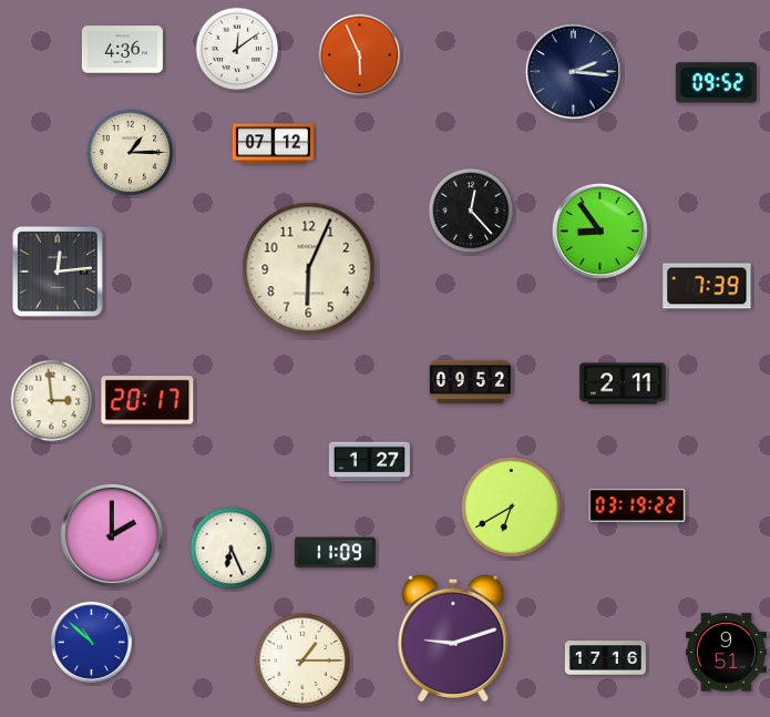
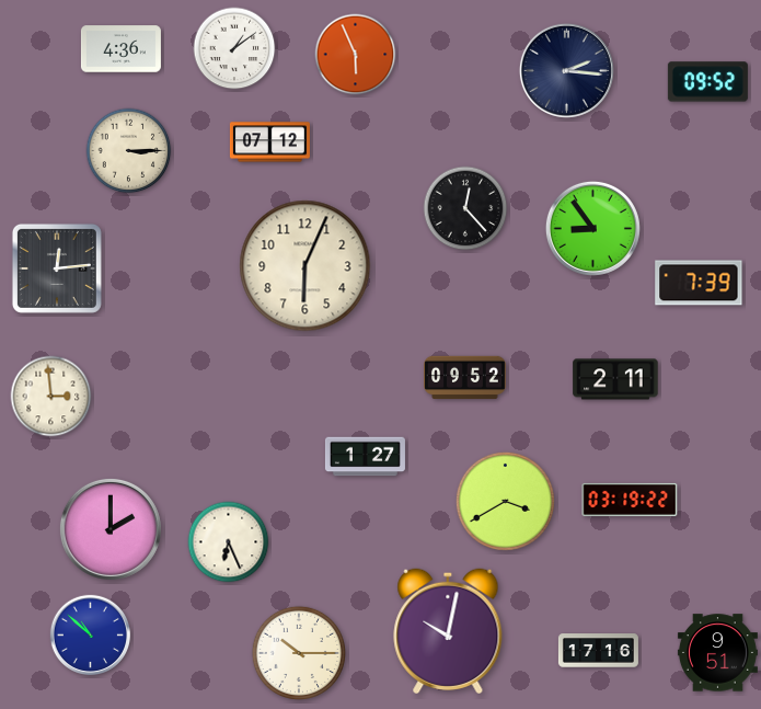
clock at (237, 49): 12:09 -> 1:09
clock at (131, 153): 1:15 -> 3:15
clock at (147, 400): 20:17 -> none
clock at (511, 506): 6:40 -> 3:40
clock at (335, 553): 11:09 -> none
clock at (453, 638): 9:12 -> 10:02
clock at (726, 653) position: (726, 653) -> (717, 653)
clock at (302, 660): 1:15 -> 10:15
